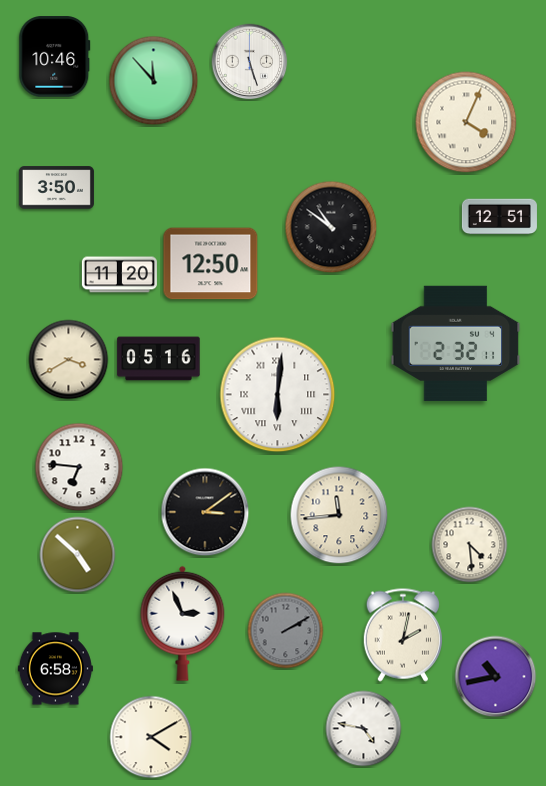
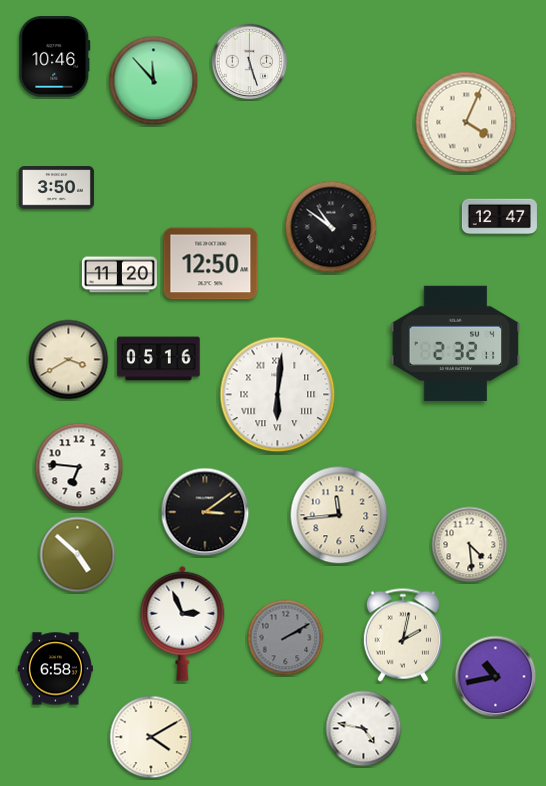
clock at (499, 217): 12:51 -> 12:47
clock at (286, 631) position: (286, 631) -> (286, 638)
